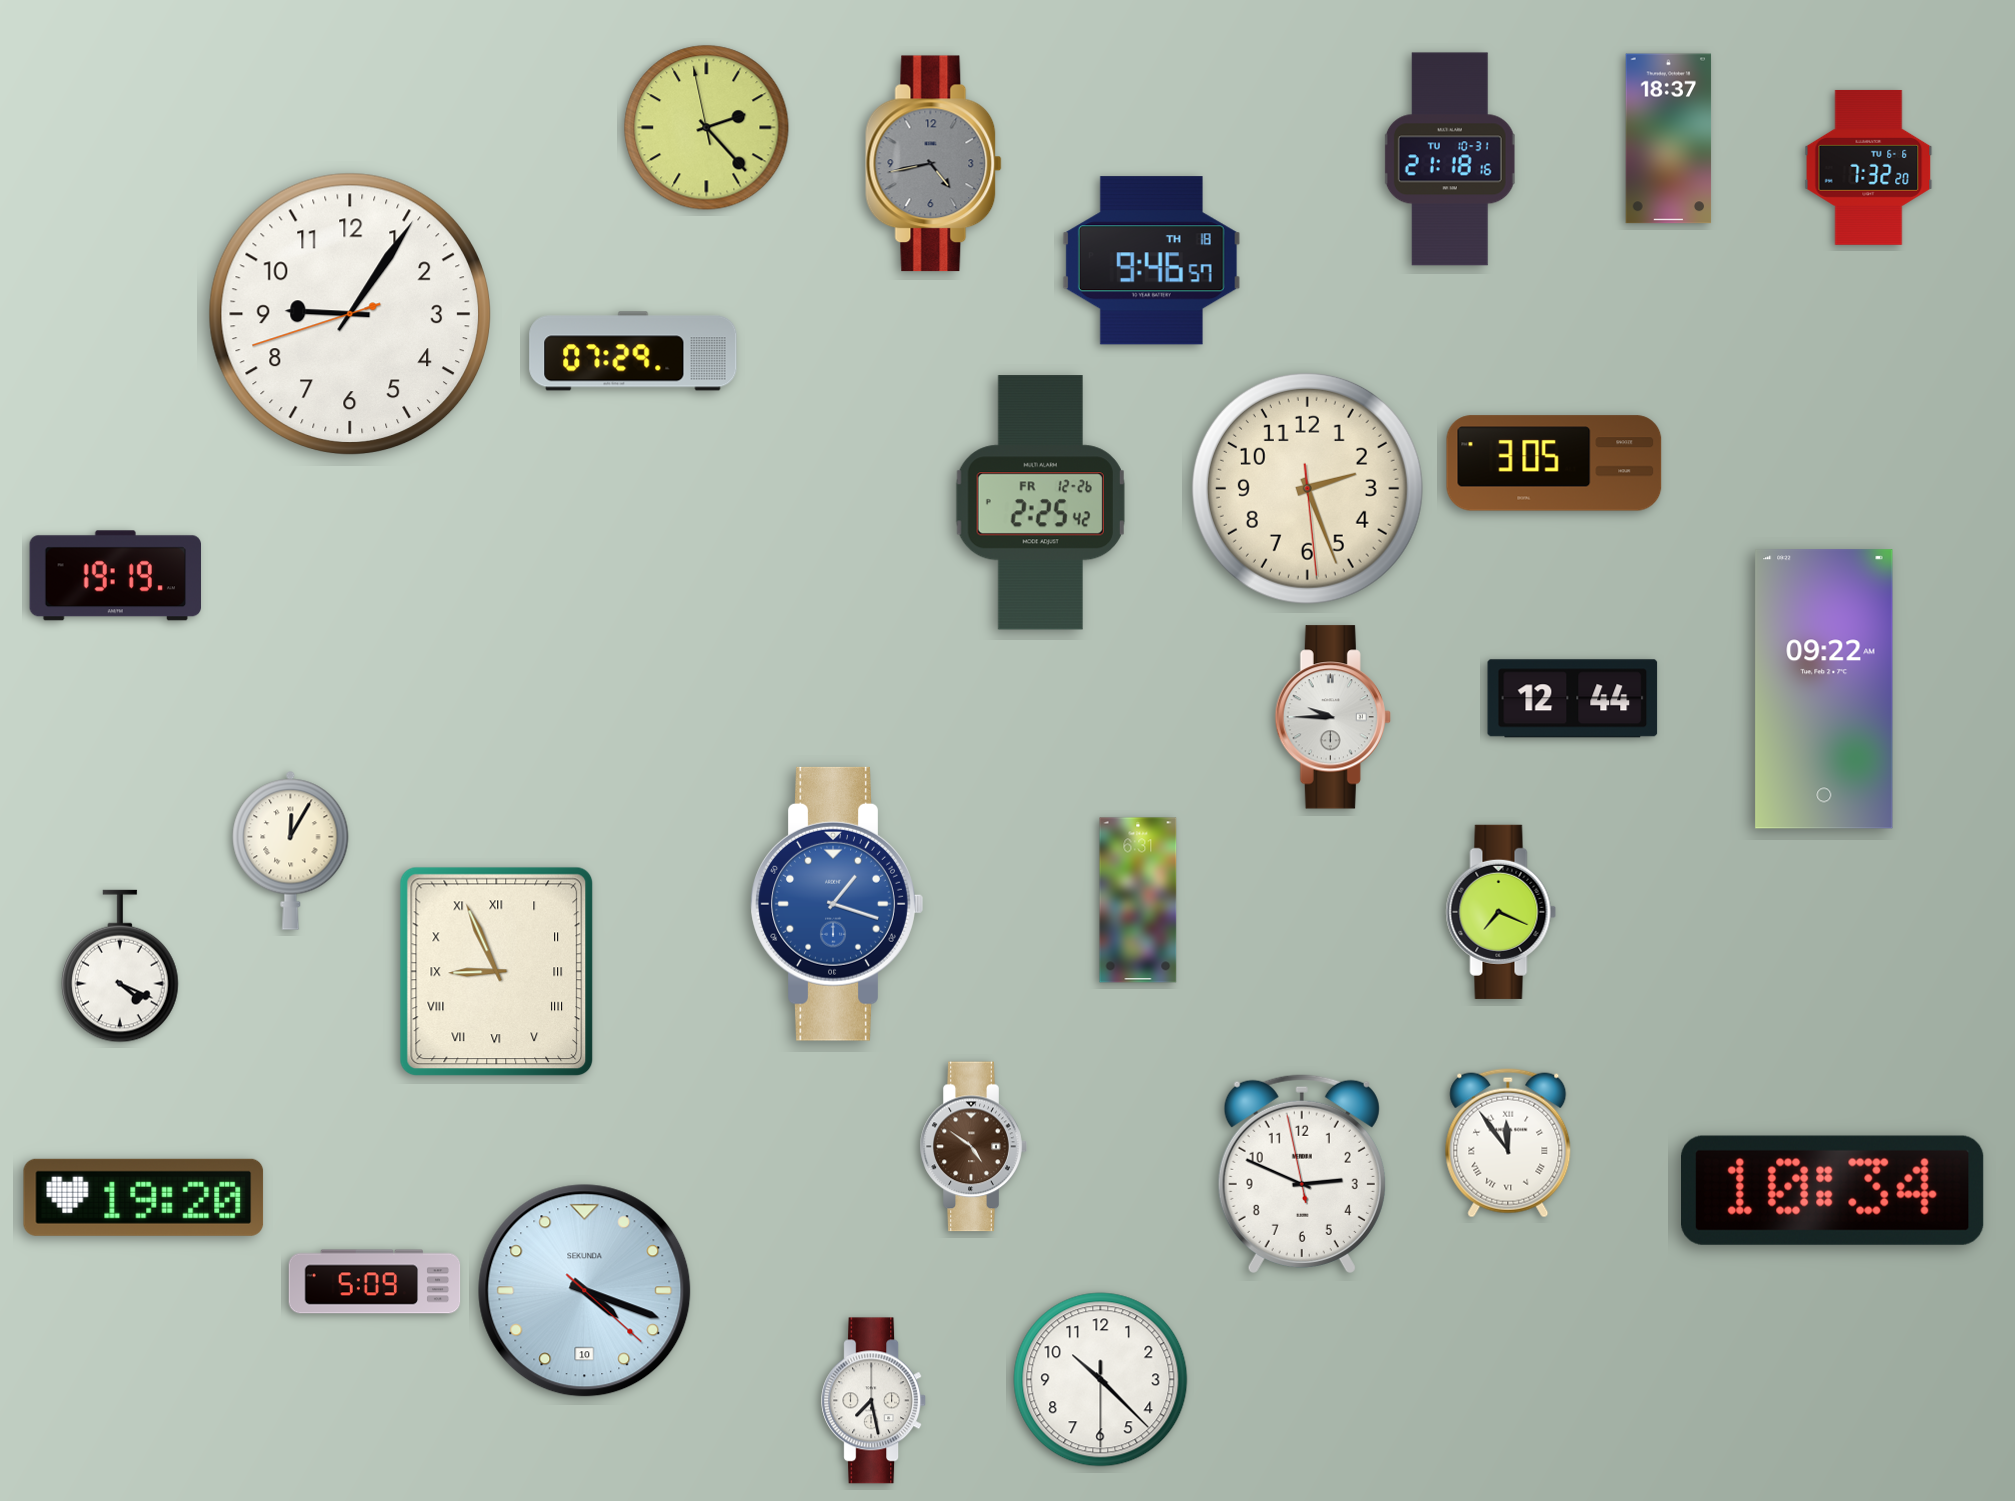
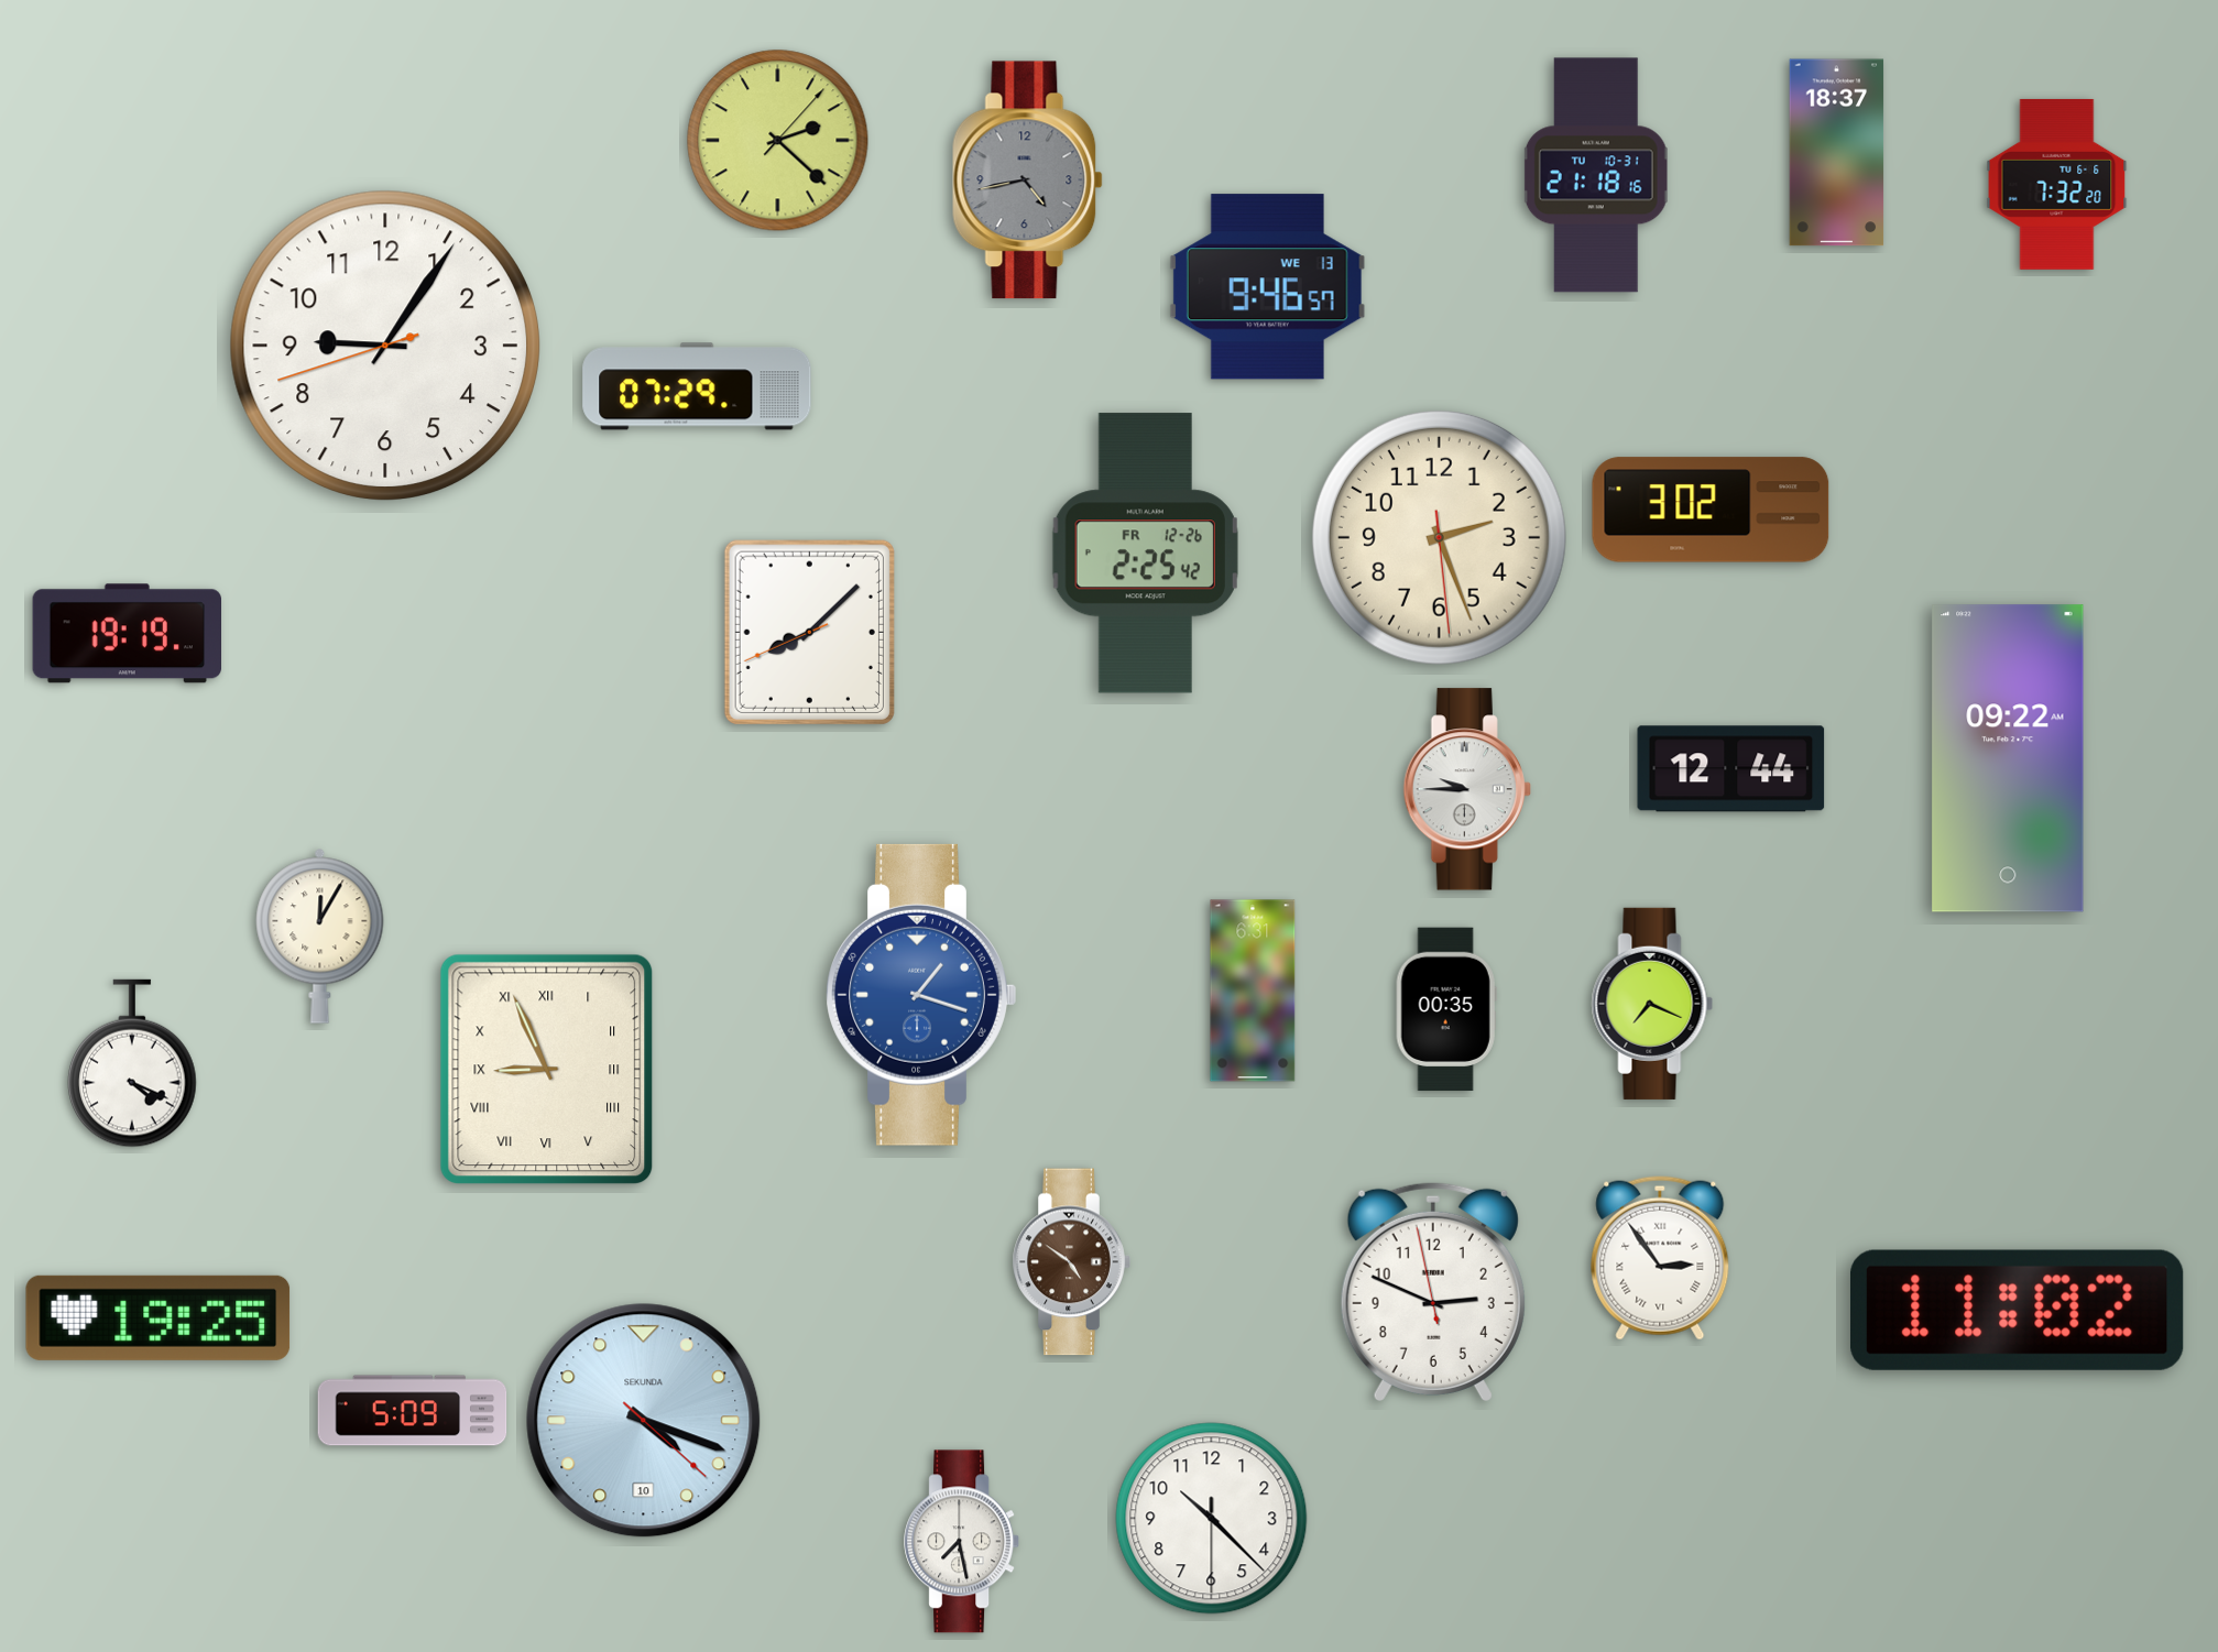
clock at (707, 128): 2:22:58 -> 2:22:07
clock at (1151, 261) date: TH 18 -> WE 13
clock at (1554, 463): 3:05 -> 3:02
clock at (809, 632): none -> 8:07
clock at (1446, 1009): none -> 00:35
clock at (1508, 1143): 11:54 -> 2:54
clock at (1833, 1190): 10:34 -> 11:02
clock at (144, 1197): 19:20 -> 19:25
